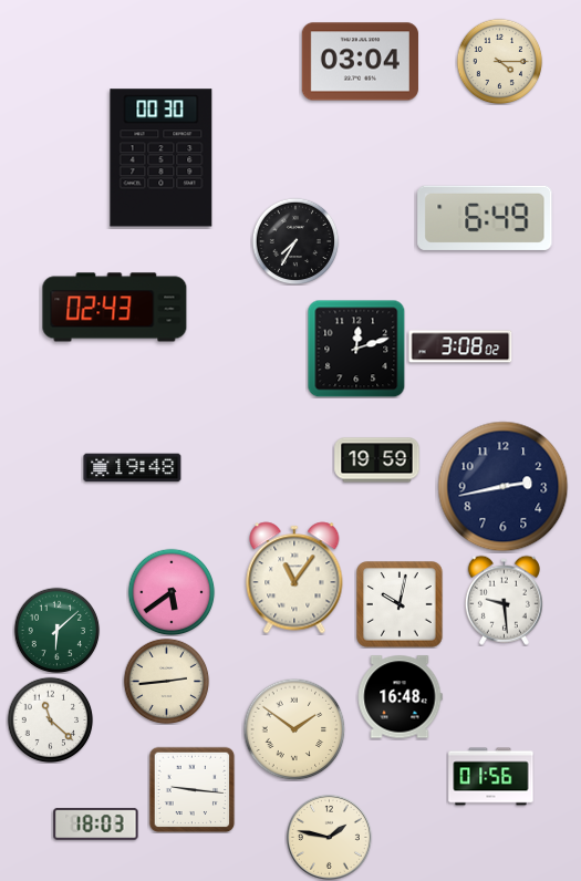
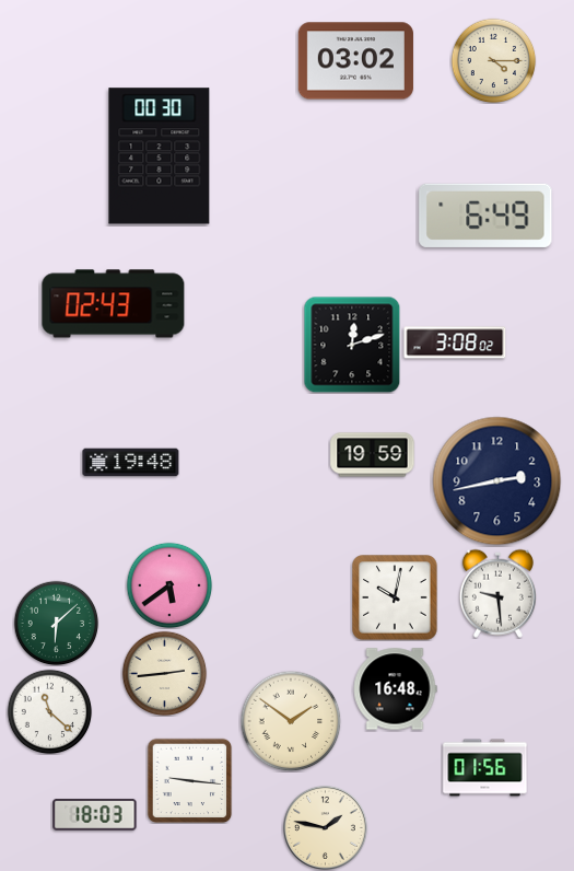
clock at (360, 62): 03:04 -> 03:02
clock at (485, 218) position: (485, 218) -> (485, 216)
clock at (295, 241): 7:35 -> none
clock at (294, 578): 11:06 -> none
